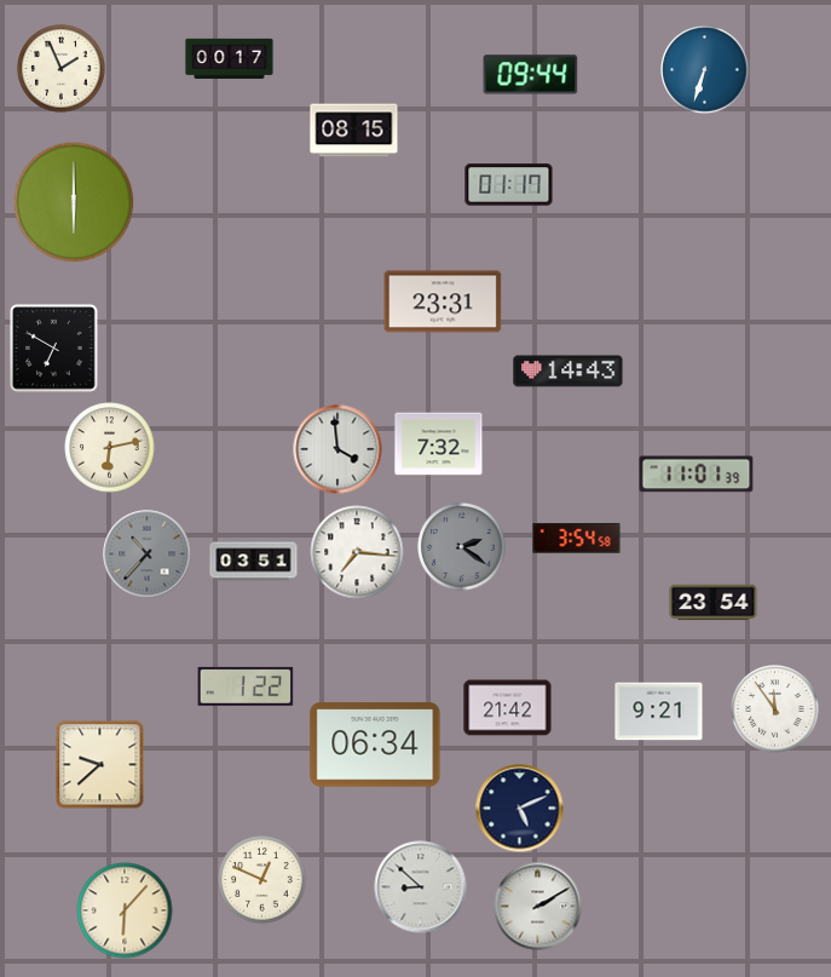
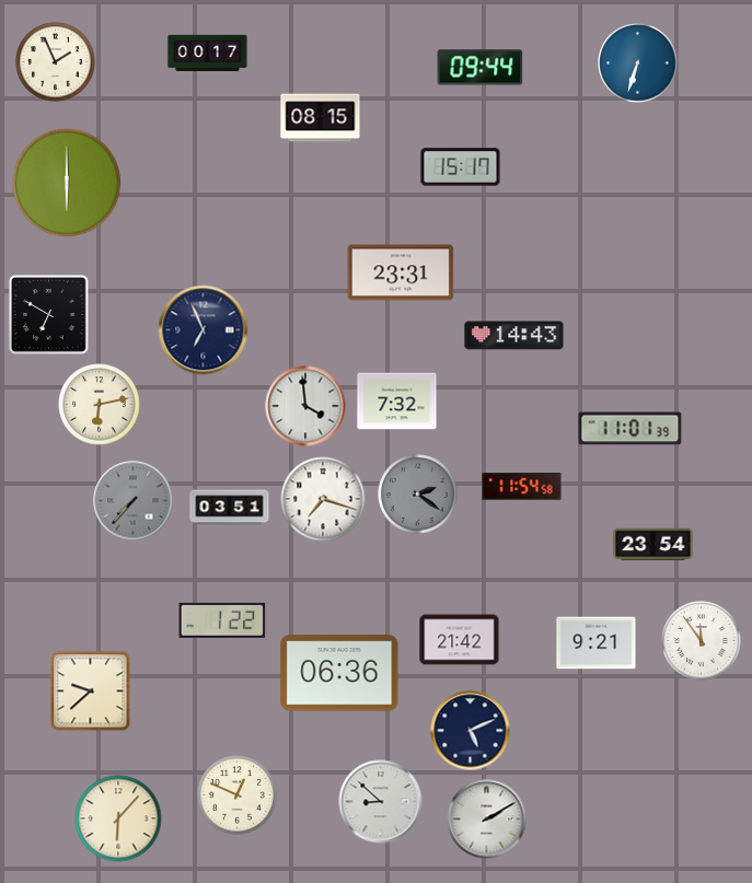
clock at (509, 185): 01:17 -> 15:17
clock at (204, 330): none -> 6:56
clock at (577, 539): 3:54 -> 11:54
clock at (357, 552): 7:16 -> 7:18
clock at (148, 554): 10:37 -> 7:37
clock at (714, 603) position: (714, 603) -> (653, 545)
clock at (375, 745): 06:34 -> 06:36
clock at (125, 910) position: (125, 910) -> (118, 818)
